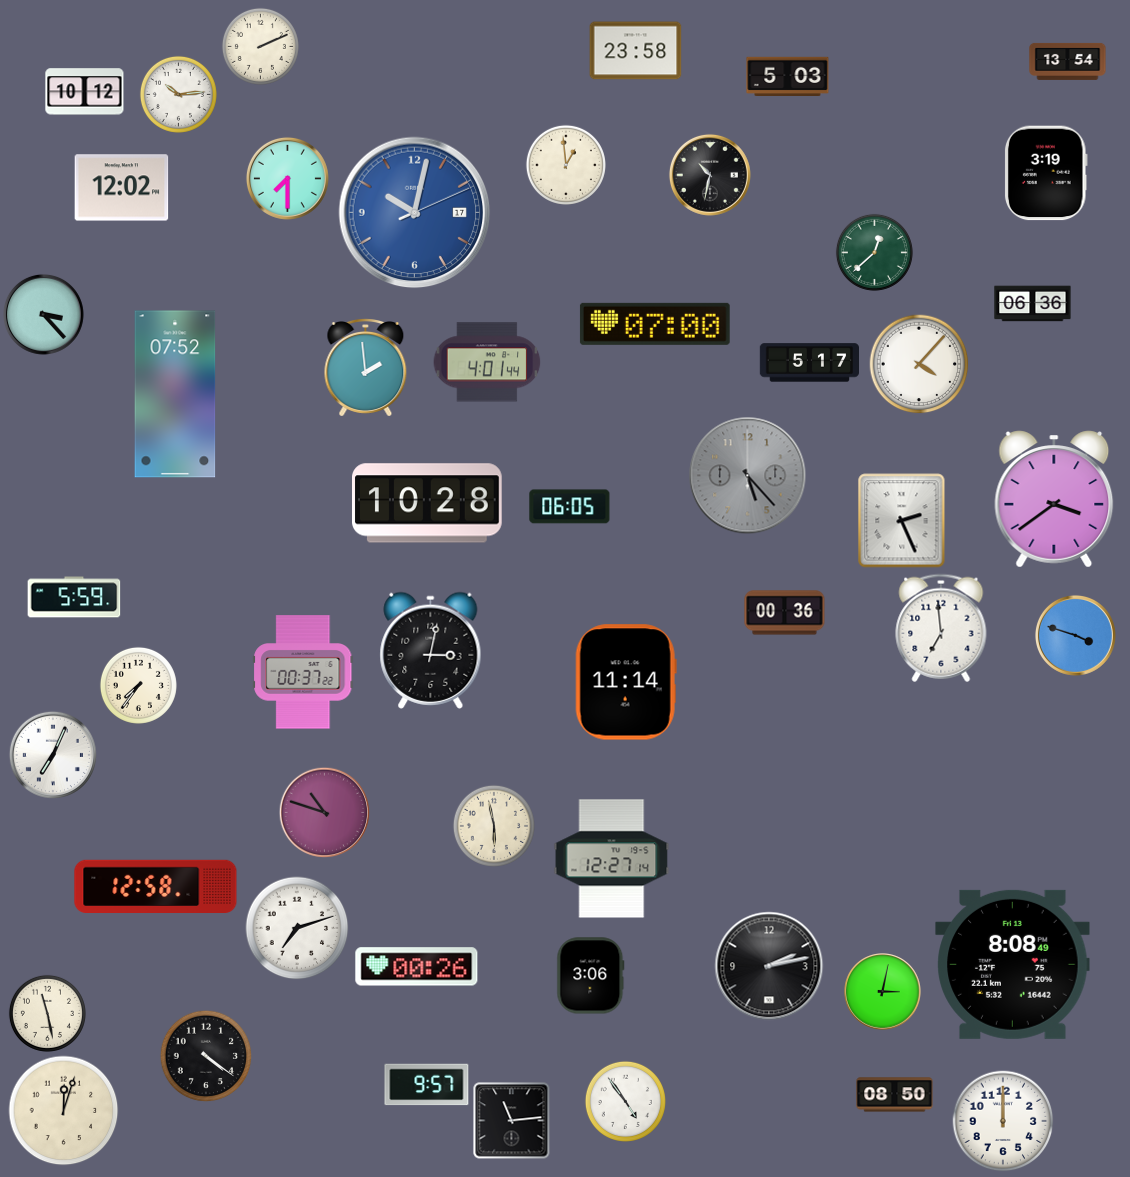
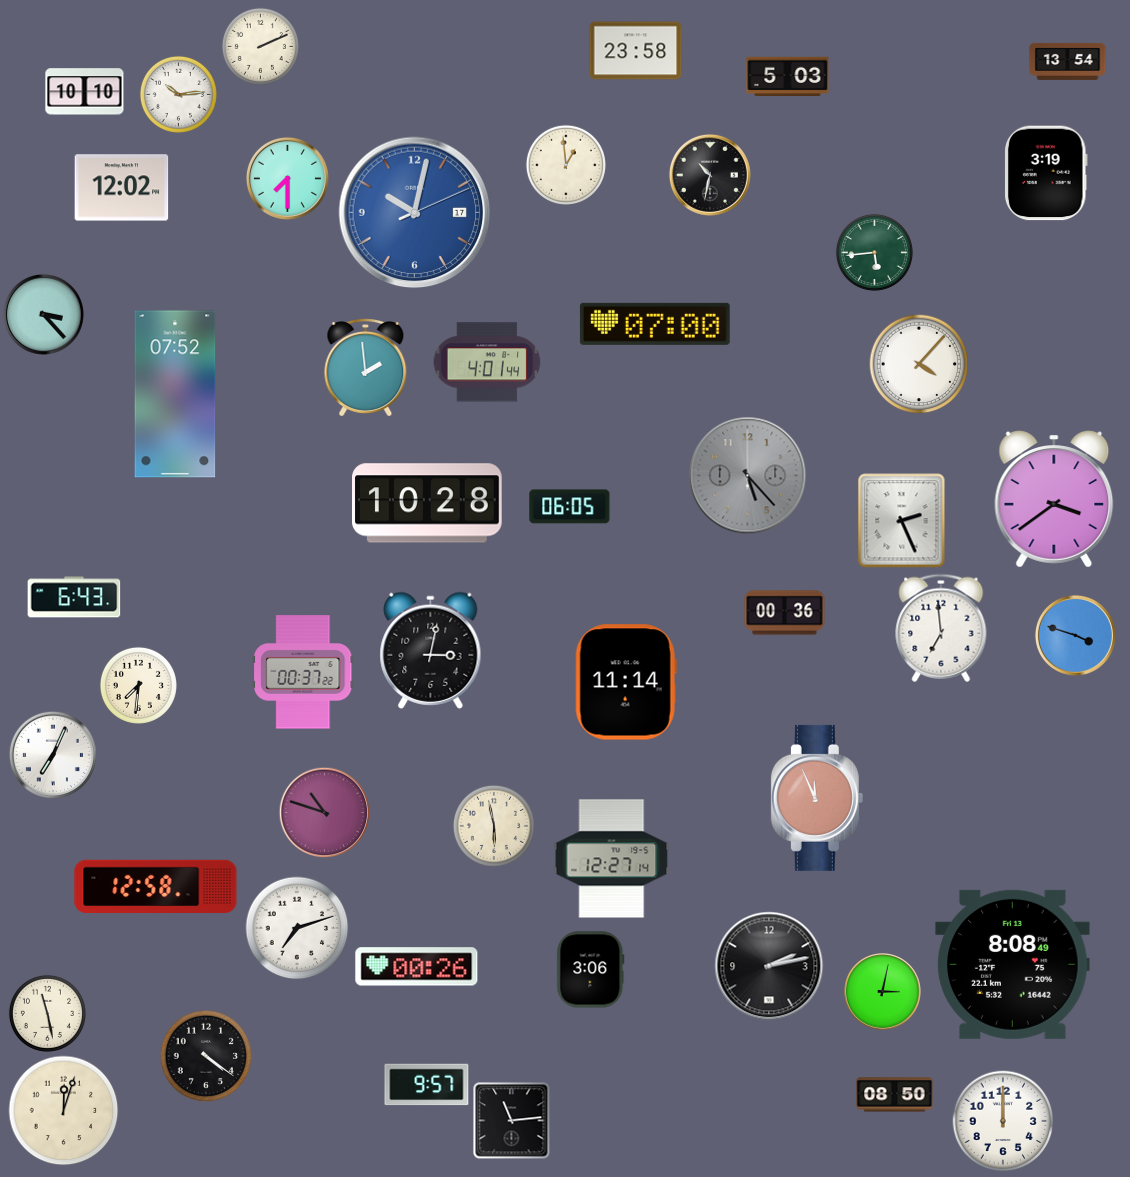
clock at (85, 92): 10:12 -> 10:10
clock at (874, 252): 12:38 -> 5:44
clock at (1033, 304): 06:36 -> none
clock at (809, 363): 5:17 -> none
clock at (74, 597): 5:59 -> 6:43
clock at (138, 685): 7:36 -> 7:31
clock at (817, 798): none -> 11:56
clock at (591, 976) position: (591, 976) -> (591, 970)
clock at (625, 1101): 4:54 -> none
